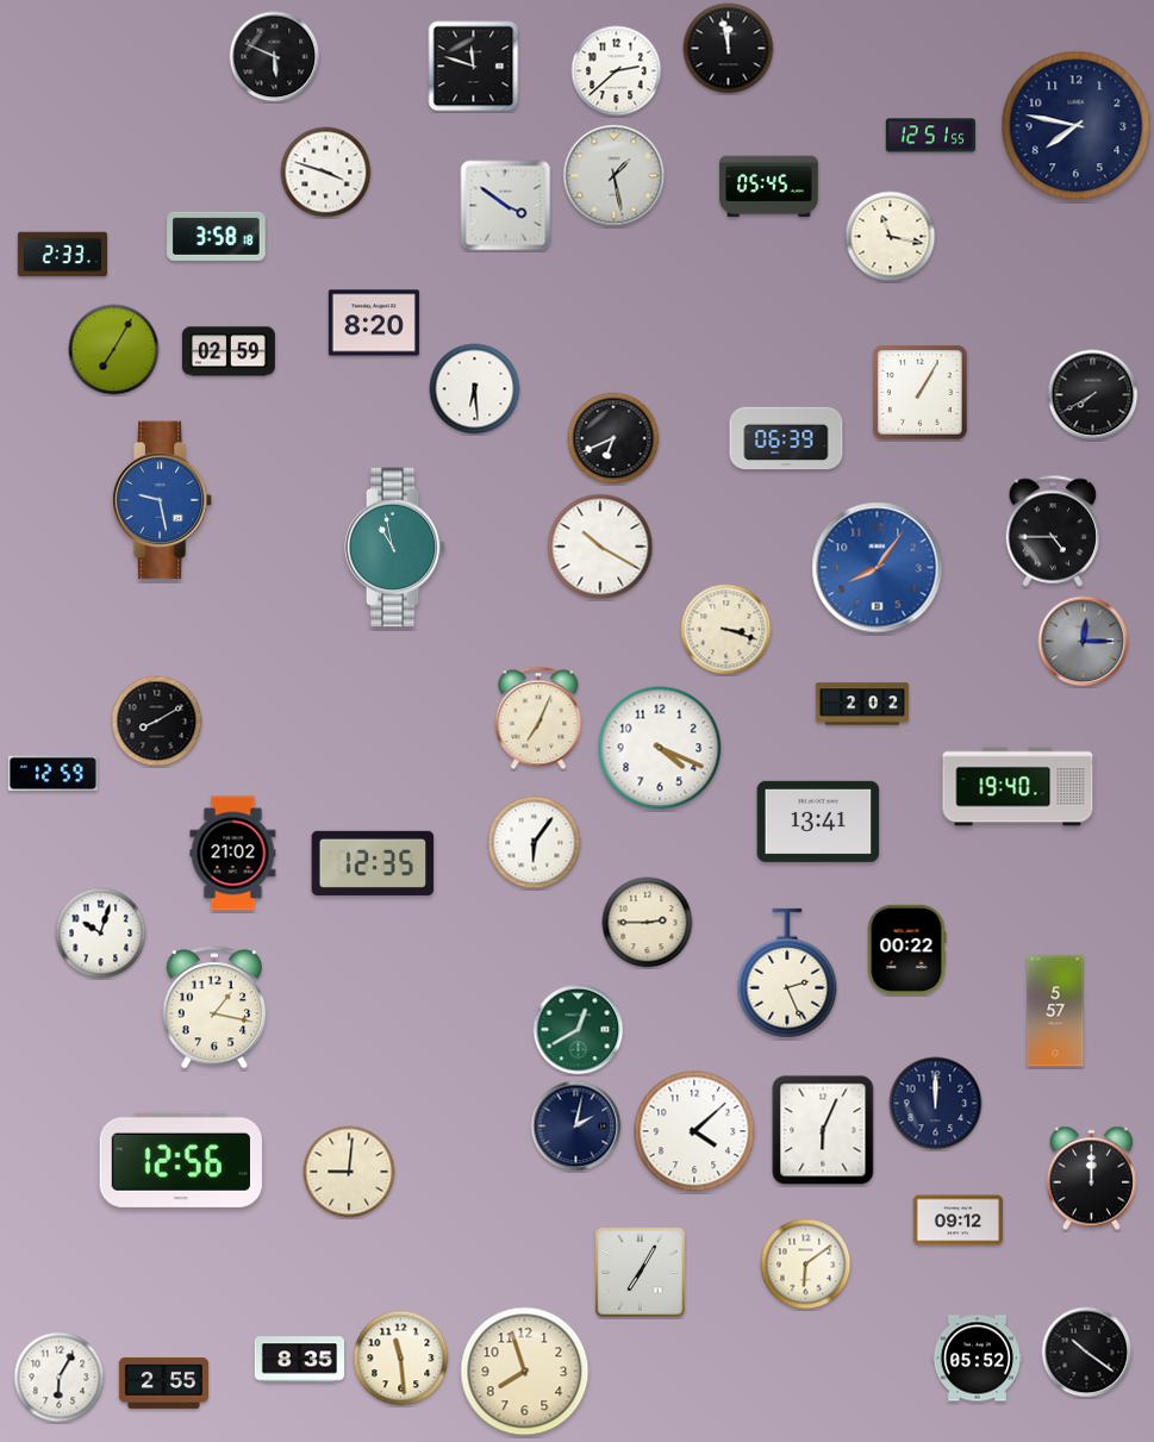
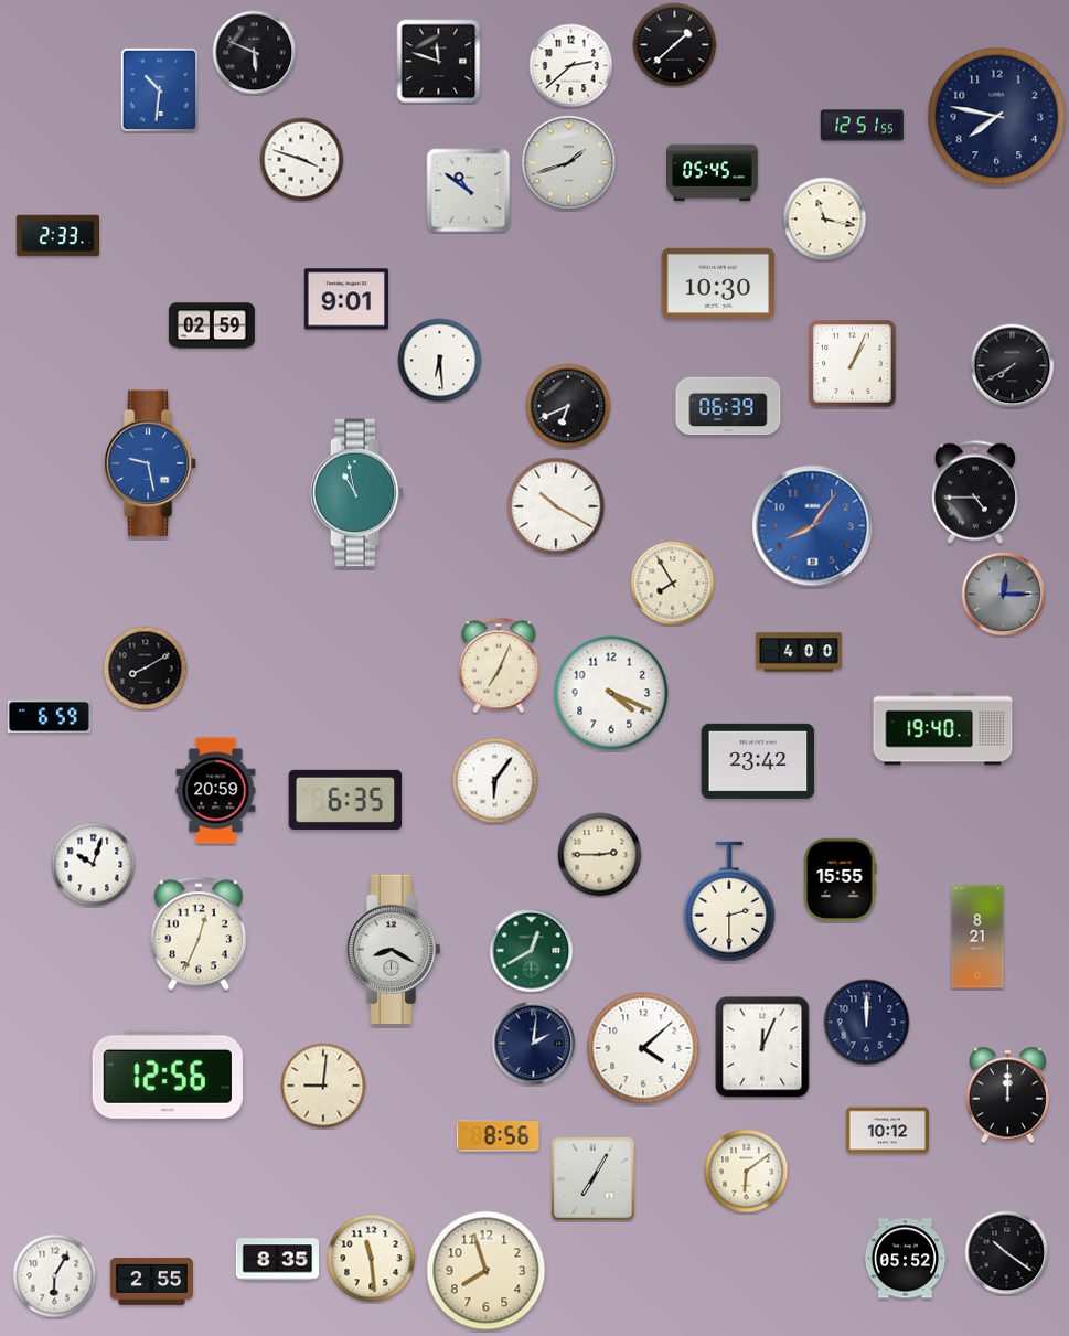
clock at (729, 49): 11:58 -> 1:38
clock at (159, 90): none -> 10:31
clock at (615, 176): 1:28 -> 1:42
clock at (506, 206): 3:51 -> 10:51
clock at (217, 236): 3:58 -> none
clock at (718, 284): none -> 10:30
clock at (374, 323): 8:20 -> 9:01
clock at (114, 350): 7:05 -> none
clock at (921, 393): 1:05 -> 1:04
clock at (395, 548) position: (395, 548) -> (357, 493)
clock at (726, 630): 3:18 -> 7:55
clock at (862, 704): 2:02 -> 4:00
clock at (52, 774): 12:59 -> 6:59
clock at (818, 822): 13:41 -> 23:42
clock at (233, 854): 21:02 -> 20:59
clock at (373, 863): 12:35 -> 6:35
clock at (906, 949): 00:22 -> 15:55
clock at (787, 973): 2:26 -> 2:30
clock at (214, 1007): 1:17 -> 12:34
clock at (1055, 1011): 5:57 -> 8:21
clock at (393, 950): none -> 8:20
clock at (579, 1030) position: (579, 1030) -> (532, 951)
clock at (576, 1126): 2:02 -> 2:01
clock at (823, 1130): 6:04 -> 12:04
clock at (1091, 1179) position: (1091, 1179) -> (1007, 1095)
clock at (957, 1221): 09:12 -> 10:12
clock at (498, 1136): none -> 8:56
